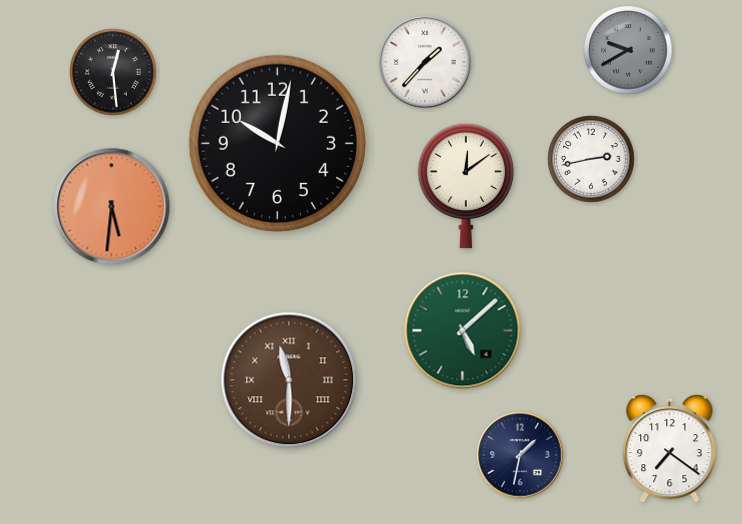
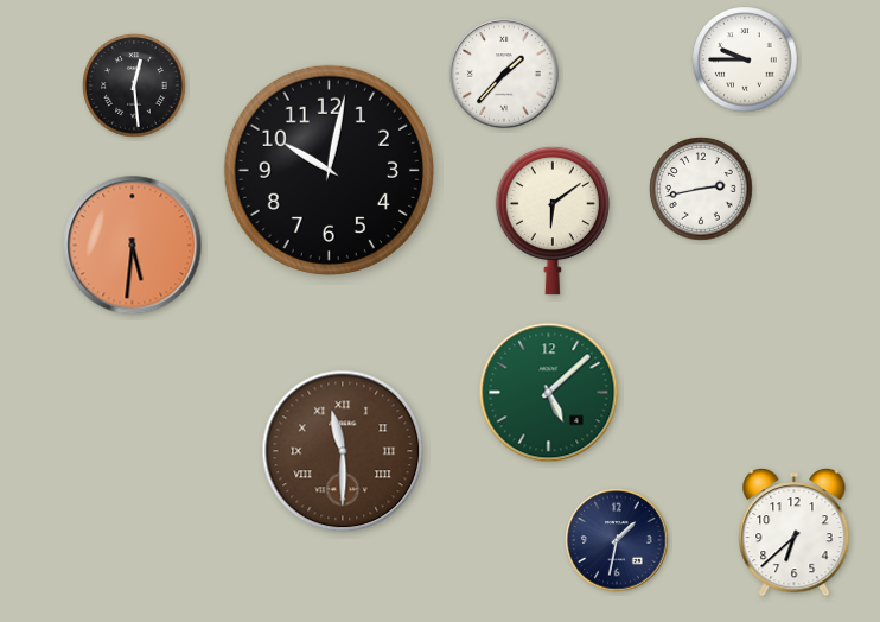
clock at (628, 50): 9:40 -> 9:45
clock at (628, 50) dial: grey -> white
clock at (466, 186): 12:09 -> 6:09
clock at (670, 448): 7:21 -> 6:38
